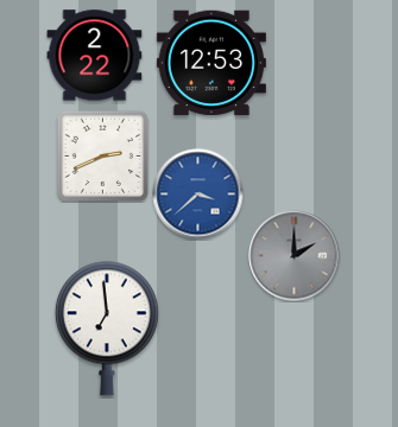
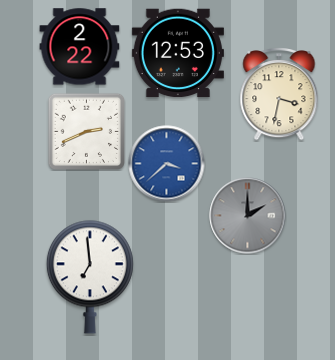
clock at (279, 95): none -> 3:32
